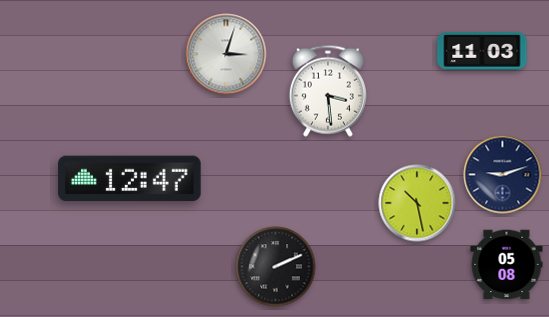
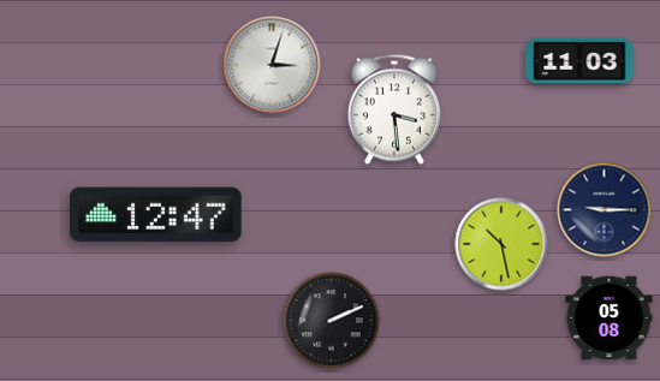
clock at (503, 175): 9:12 -> 9:15
